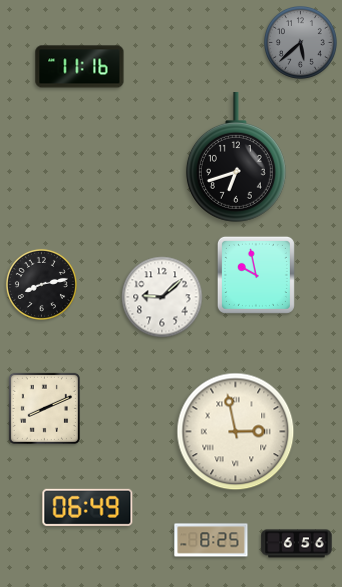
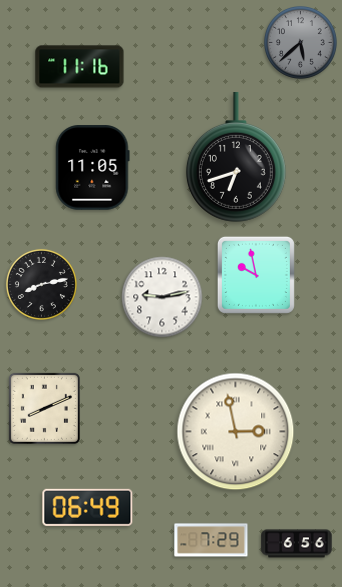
clock at (93, 168): none -> 11:05
clock at (162, 297): 9:08 -> 9:13
clock at (211, 540): 8:25 -> 7:29
